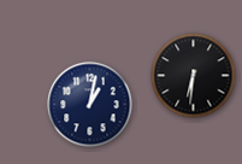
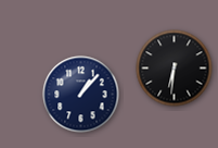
clock at (90, 105): 1:02 -> 1:07
